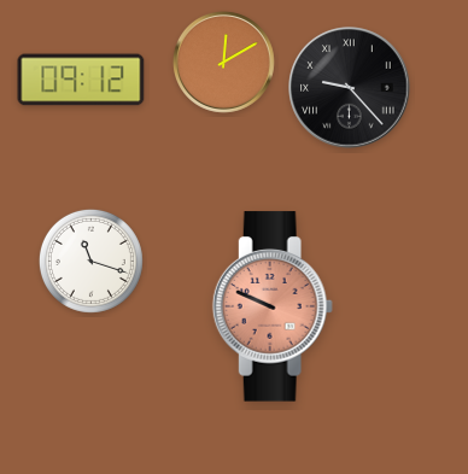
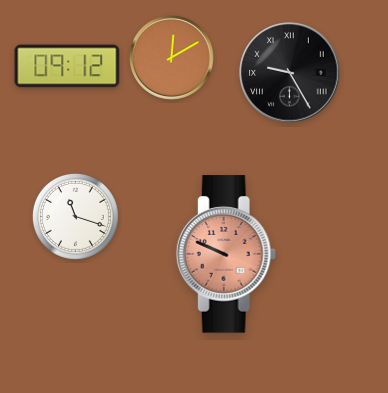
clock at (223, 62) position: (223, 62) -> (171, 57)
clock at (350, 88): 9:23 -> 9:25
